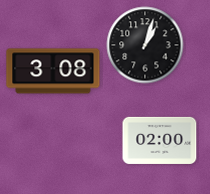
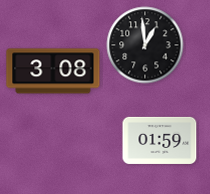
clock at (145, 45): 1:03 -> 12:59
clock at (160, 140): 02:00 -> 01:59
